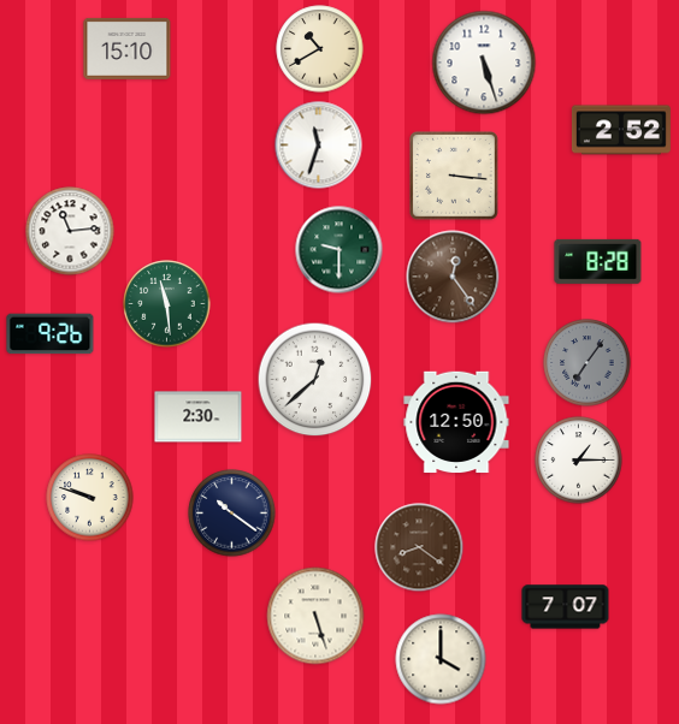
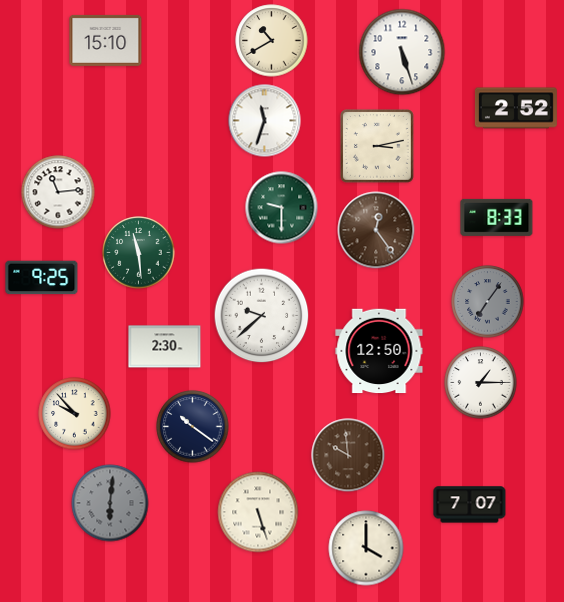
clock at (320, 49) position: (320, 49) -> (272, 41)
clock at (455, 177): 3:16 -> 3:13
clock at (598, 261): 8:28 -> 8:33
clock at (51, 334): 9:26 -> 9:25
clock at (315, 380): 12:38 -> 9:38
clock at (90, 498): 9:48 -> 9:53
clock at (419, 547): 8:21 -> 9:59
clock at (110, 503): none -> 6:01
clock at (315, 616) position: (315, 616) -> (258, 512)
